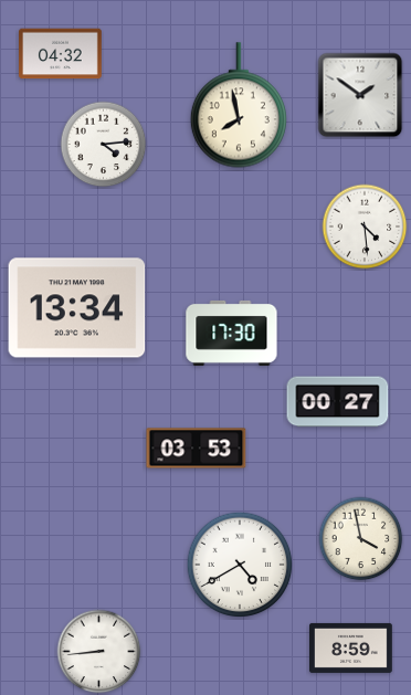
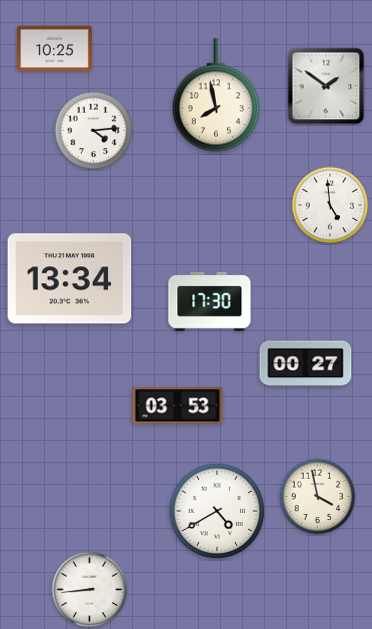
clock at (61, 54): 04:32 -> 10:25
clock at (365, 227): 4:29 -> 4:59
clock at (361, 539) position: (361, 539) -> (318, 497)
clock at (351, 647): 8:59 -> none
